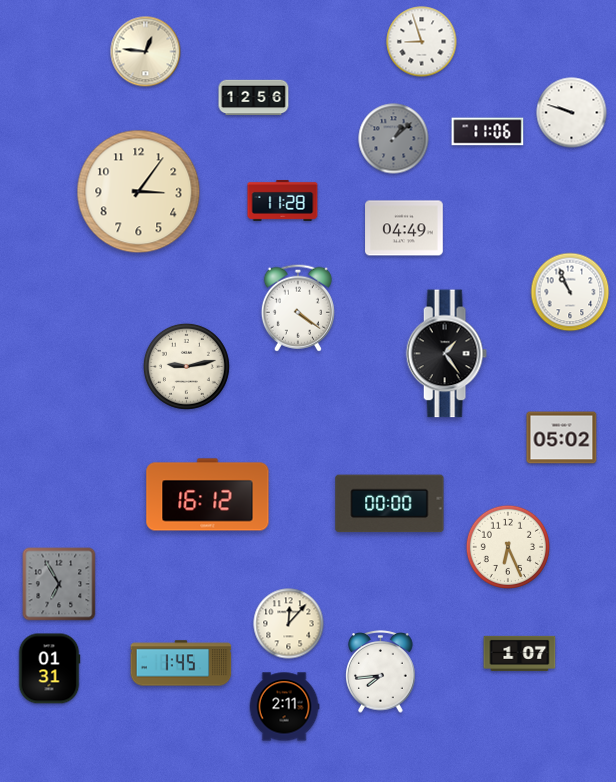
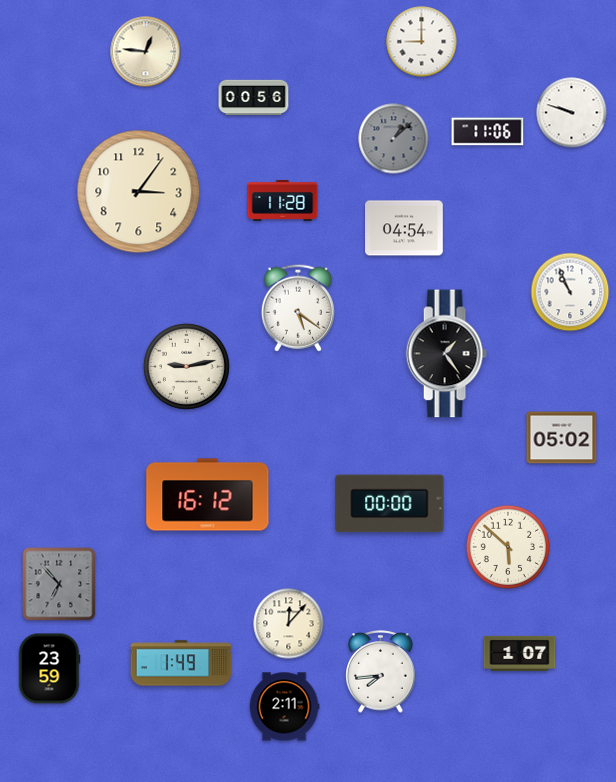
clock at (422, 42): 8:57 -> 9:00
clock at (254, 98): 12:56 -> 00:56
clock at (404, 228): 04:49 -> 04:54
clock at (298, 308): 4:21 -> 5:21
clock at (507, 546): 6:26 -> 5:52
clock at (59, 584): 6:55 -> 6:53
clock at (181, 663): 1:45 -> 1:49
clock at (49, 669): 01:31 -> 23:59
